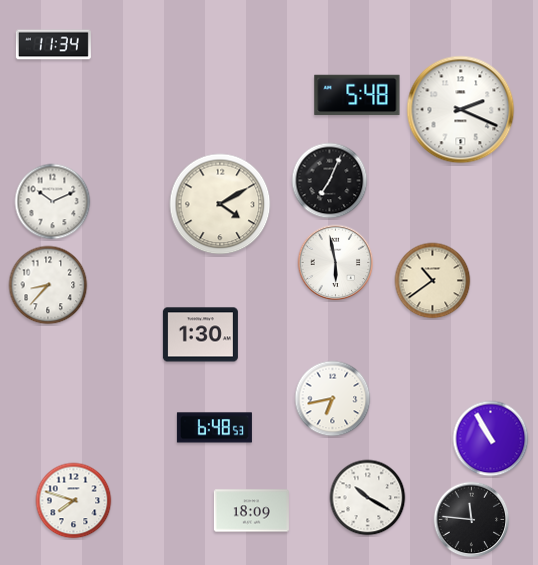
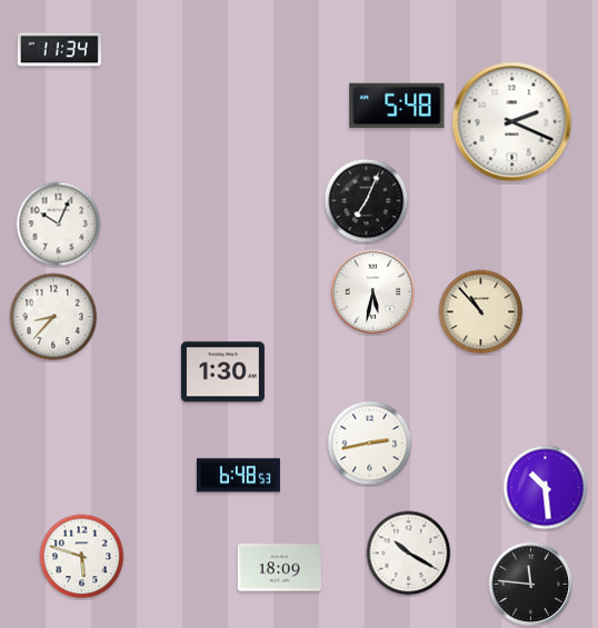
clock at (53, 202): 10:11 -> 10:04
clock at (220, 204): 4:10 -> none
clock at (336, 263): 5:58 -> 5:32
clock at (433, 281): 10:39 -> 10:53
clock at (333, 399): 6:43 -> 2:43
clock at (491, 439): 10:55 -> 10:29
clock at (74, 501): 7:48 -> 5:48
clock at (472, 520) position: (472, 520) -> (531, 585)
